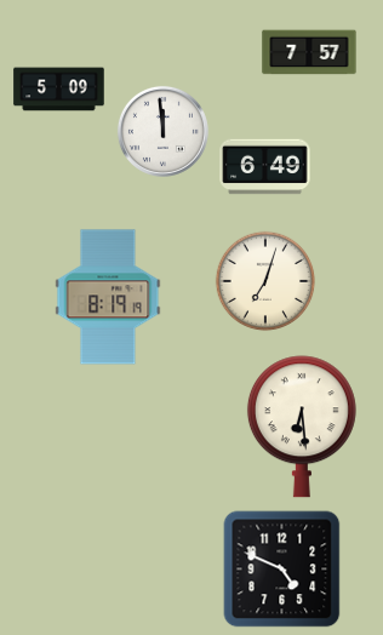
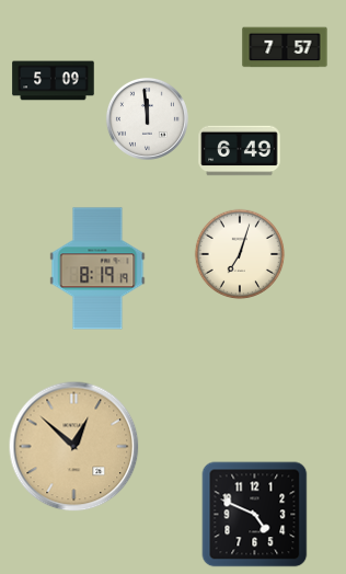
clock at (309, 52) position: (309, 52) -> (285, 47)
clock at (302, 427): 6:29 -> none
clock at (74, 447): none -> 12:52
